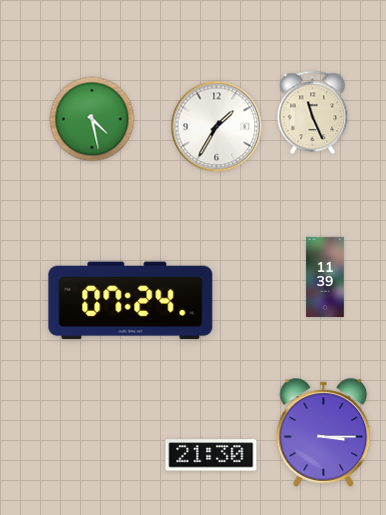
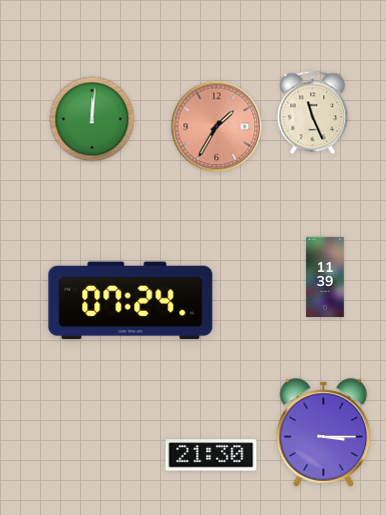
clock at (92, 119): 4:28 -> 12:01
clock at (217, 127) dial: white -> salmon
